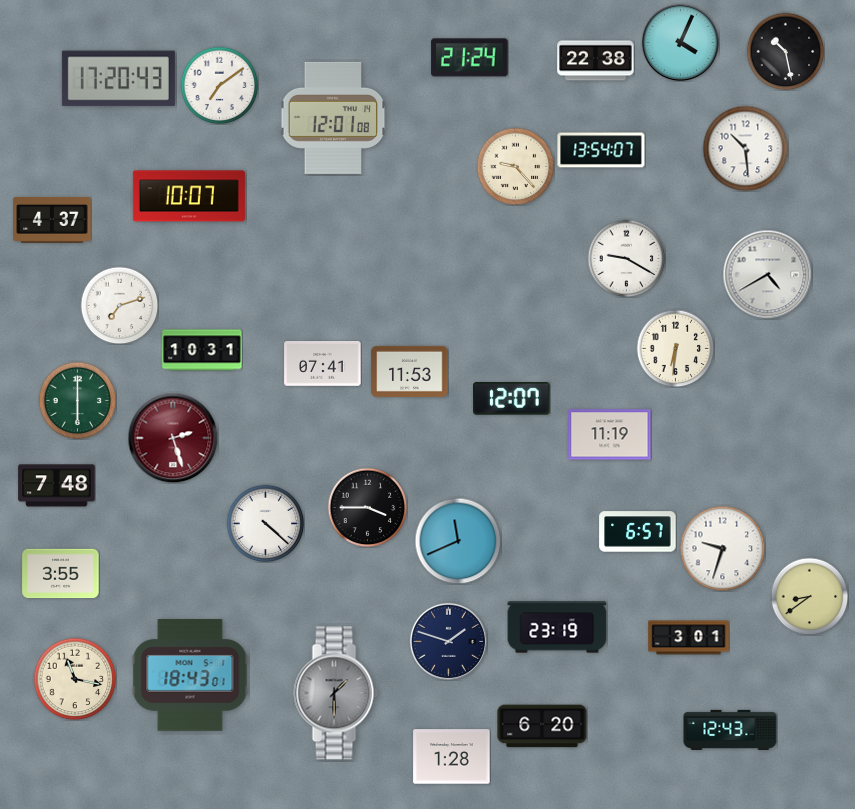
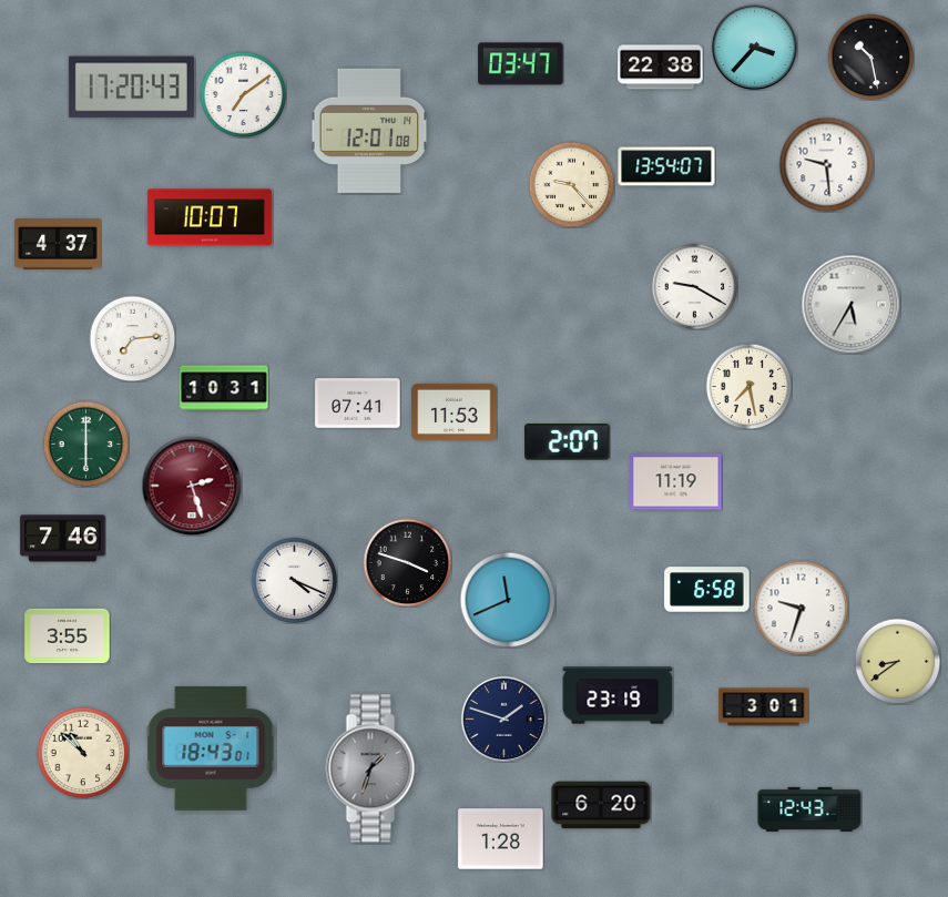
clock at (680, 42): 4:04 -> 3:37
clock at (470, 58): 21:24 -> 03:47
clock at (745, 148): 10:29 -> 9:29
clock at (767, 274): 4:40 -> 5:35
clock at (119, 305): 7:12 -> 7:14
clock at (675, 348): 6:31 -> 7:28
clock at (512, 399): 12:07 -> 2:07
clock at (57, 486): 7:48 -> 7:46
clock at (367, 507): 3:45 -> 3:48
clock at (265, 523): 4:22 -> 4:19
clock at (638, 532): 6:57 -> 6:58
clock at (448, 641) position: (448, 641) -> (503, 718)
clock at (75, 679): 11:17 -> 10:52
clock at (336, 693): 1:30 -> 1:33
